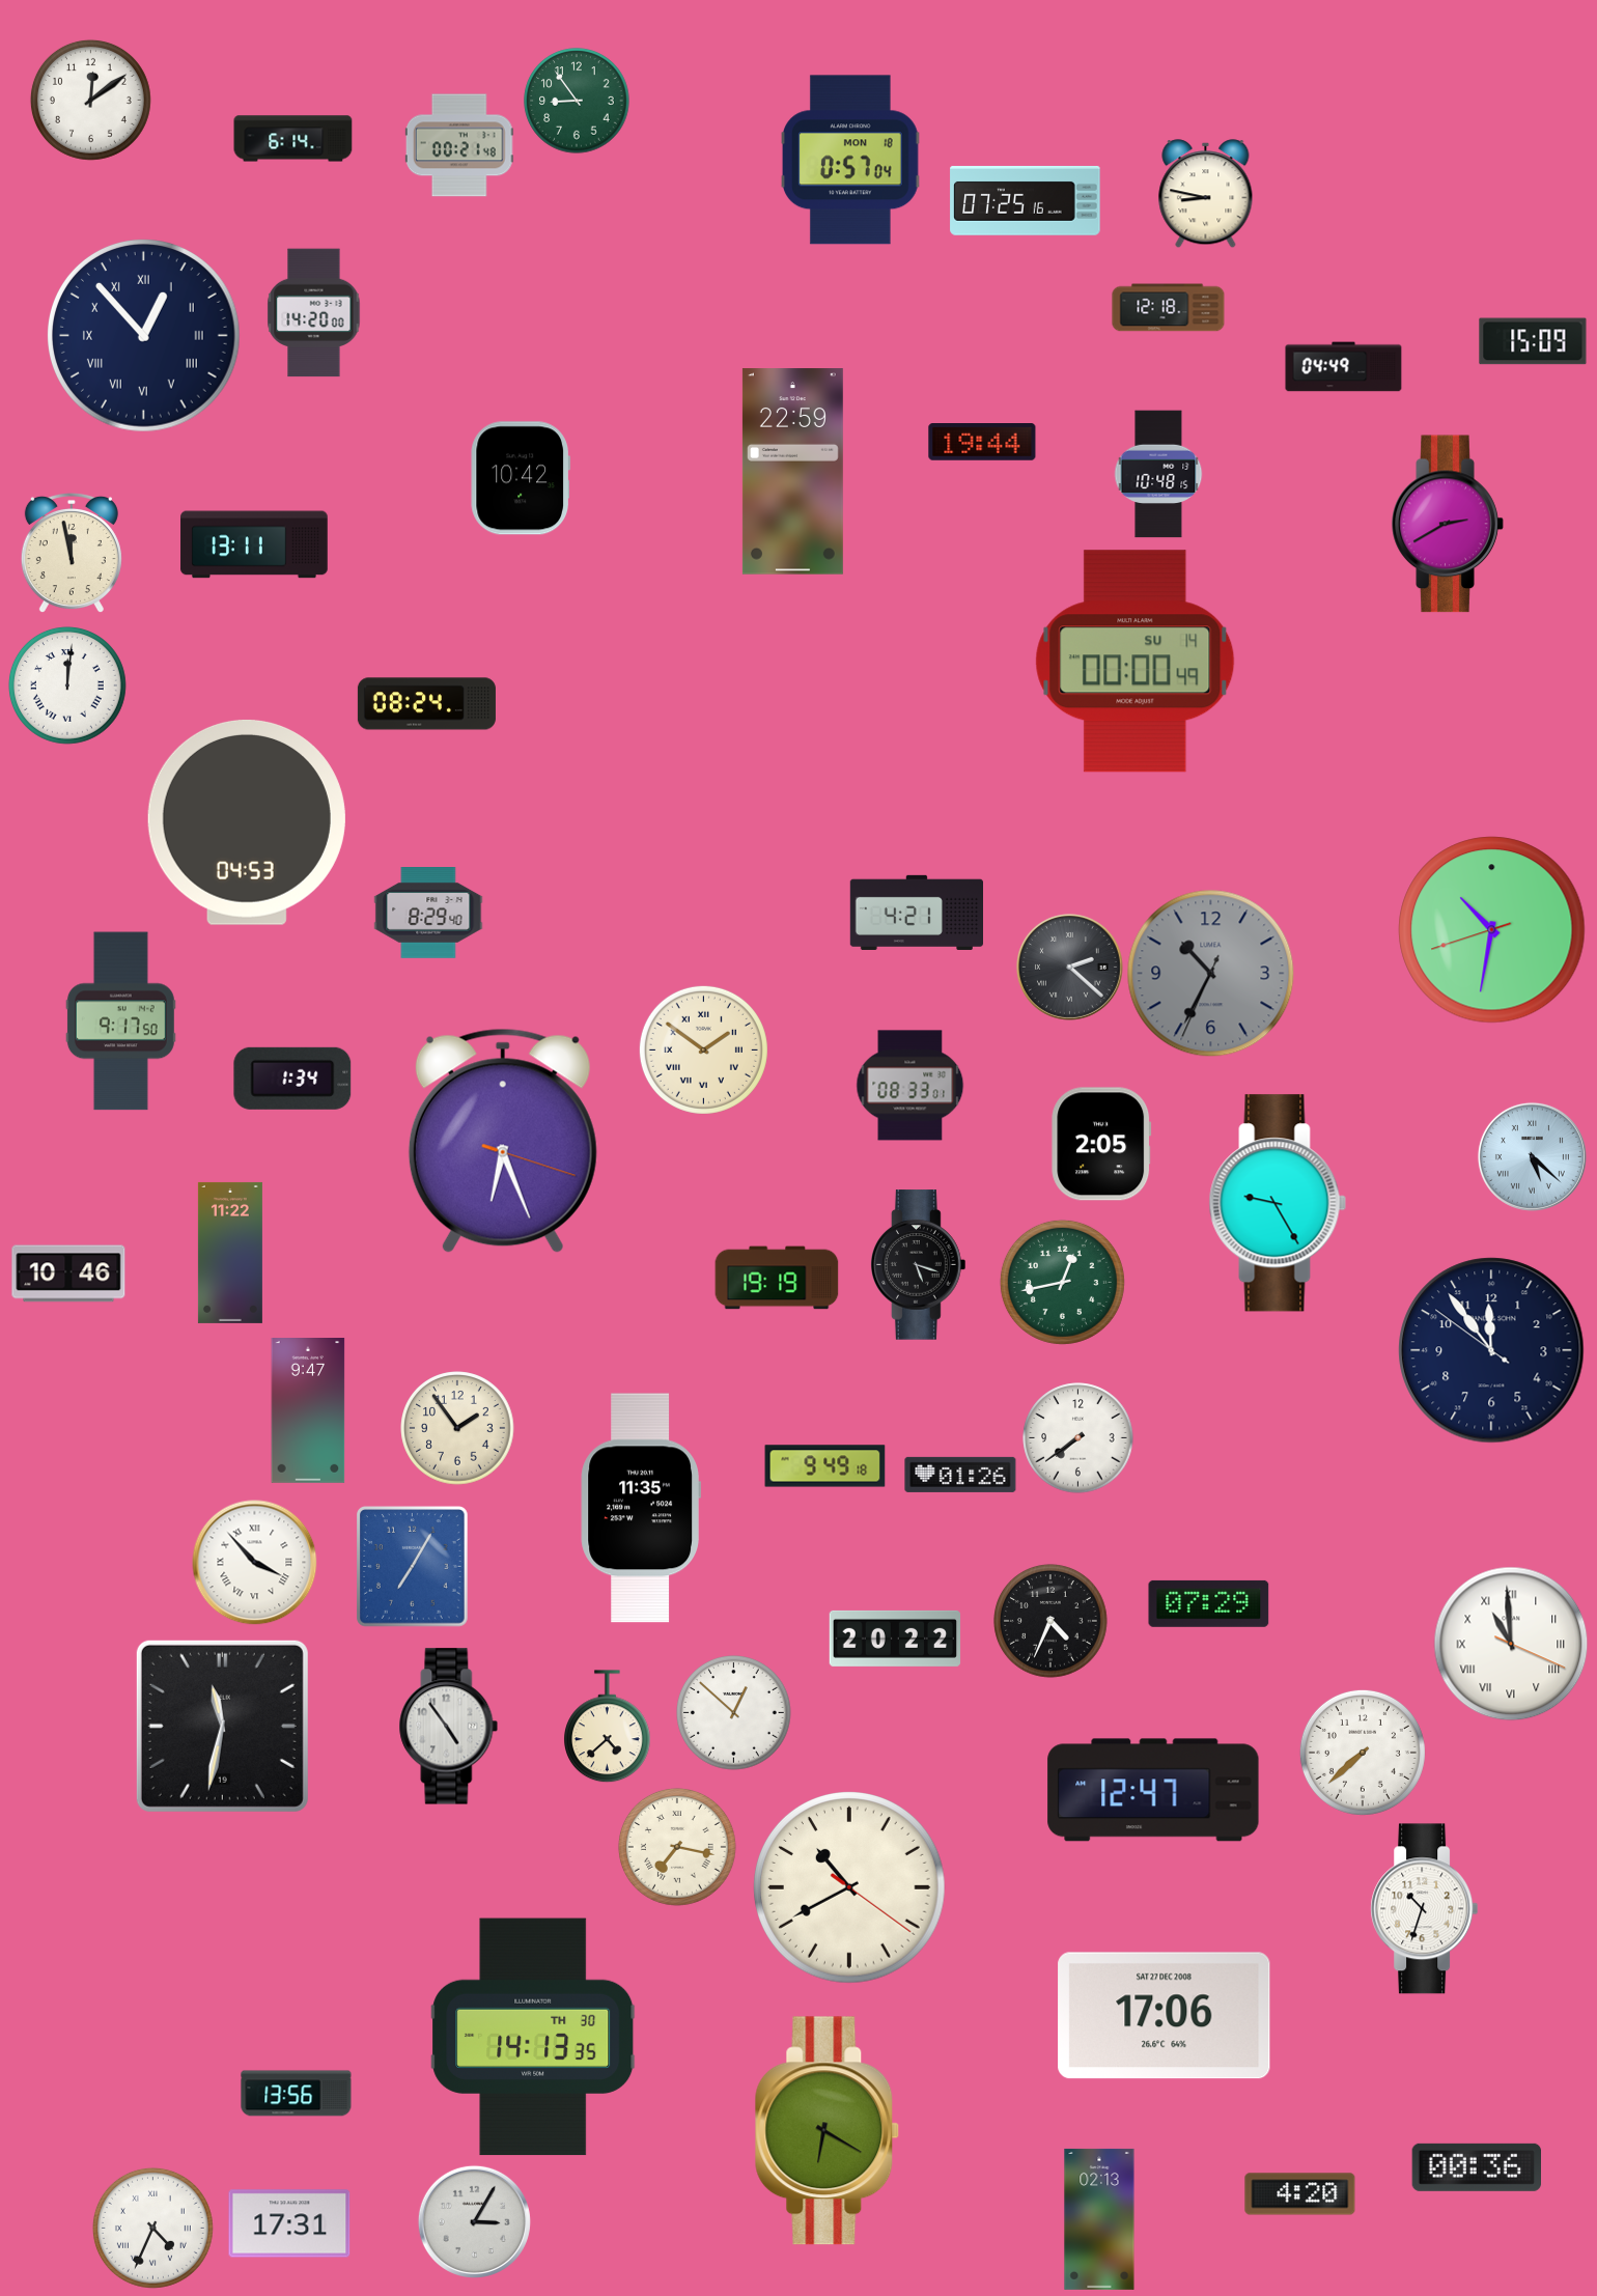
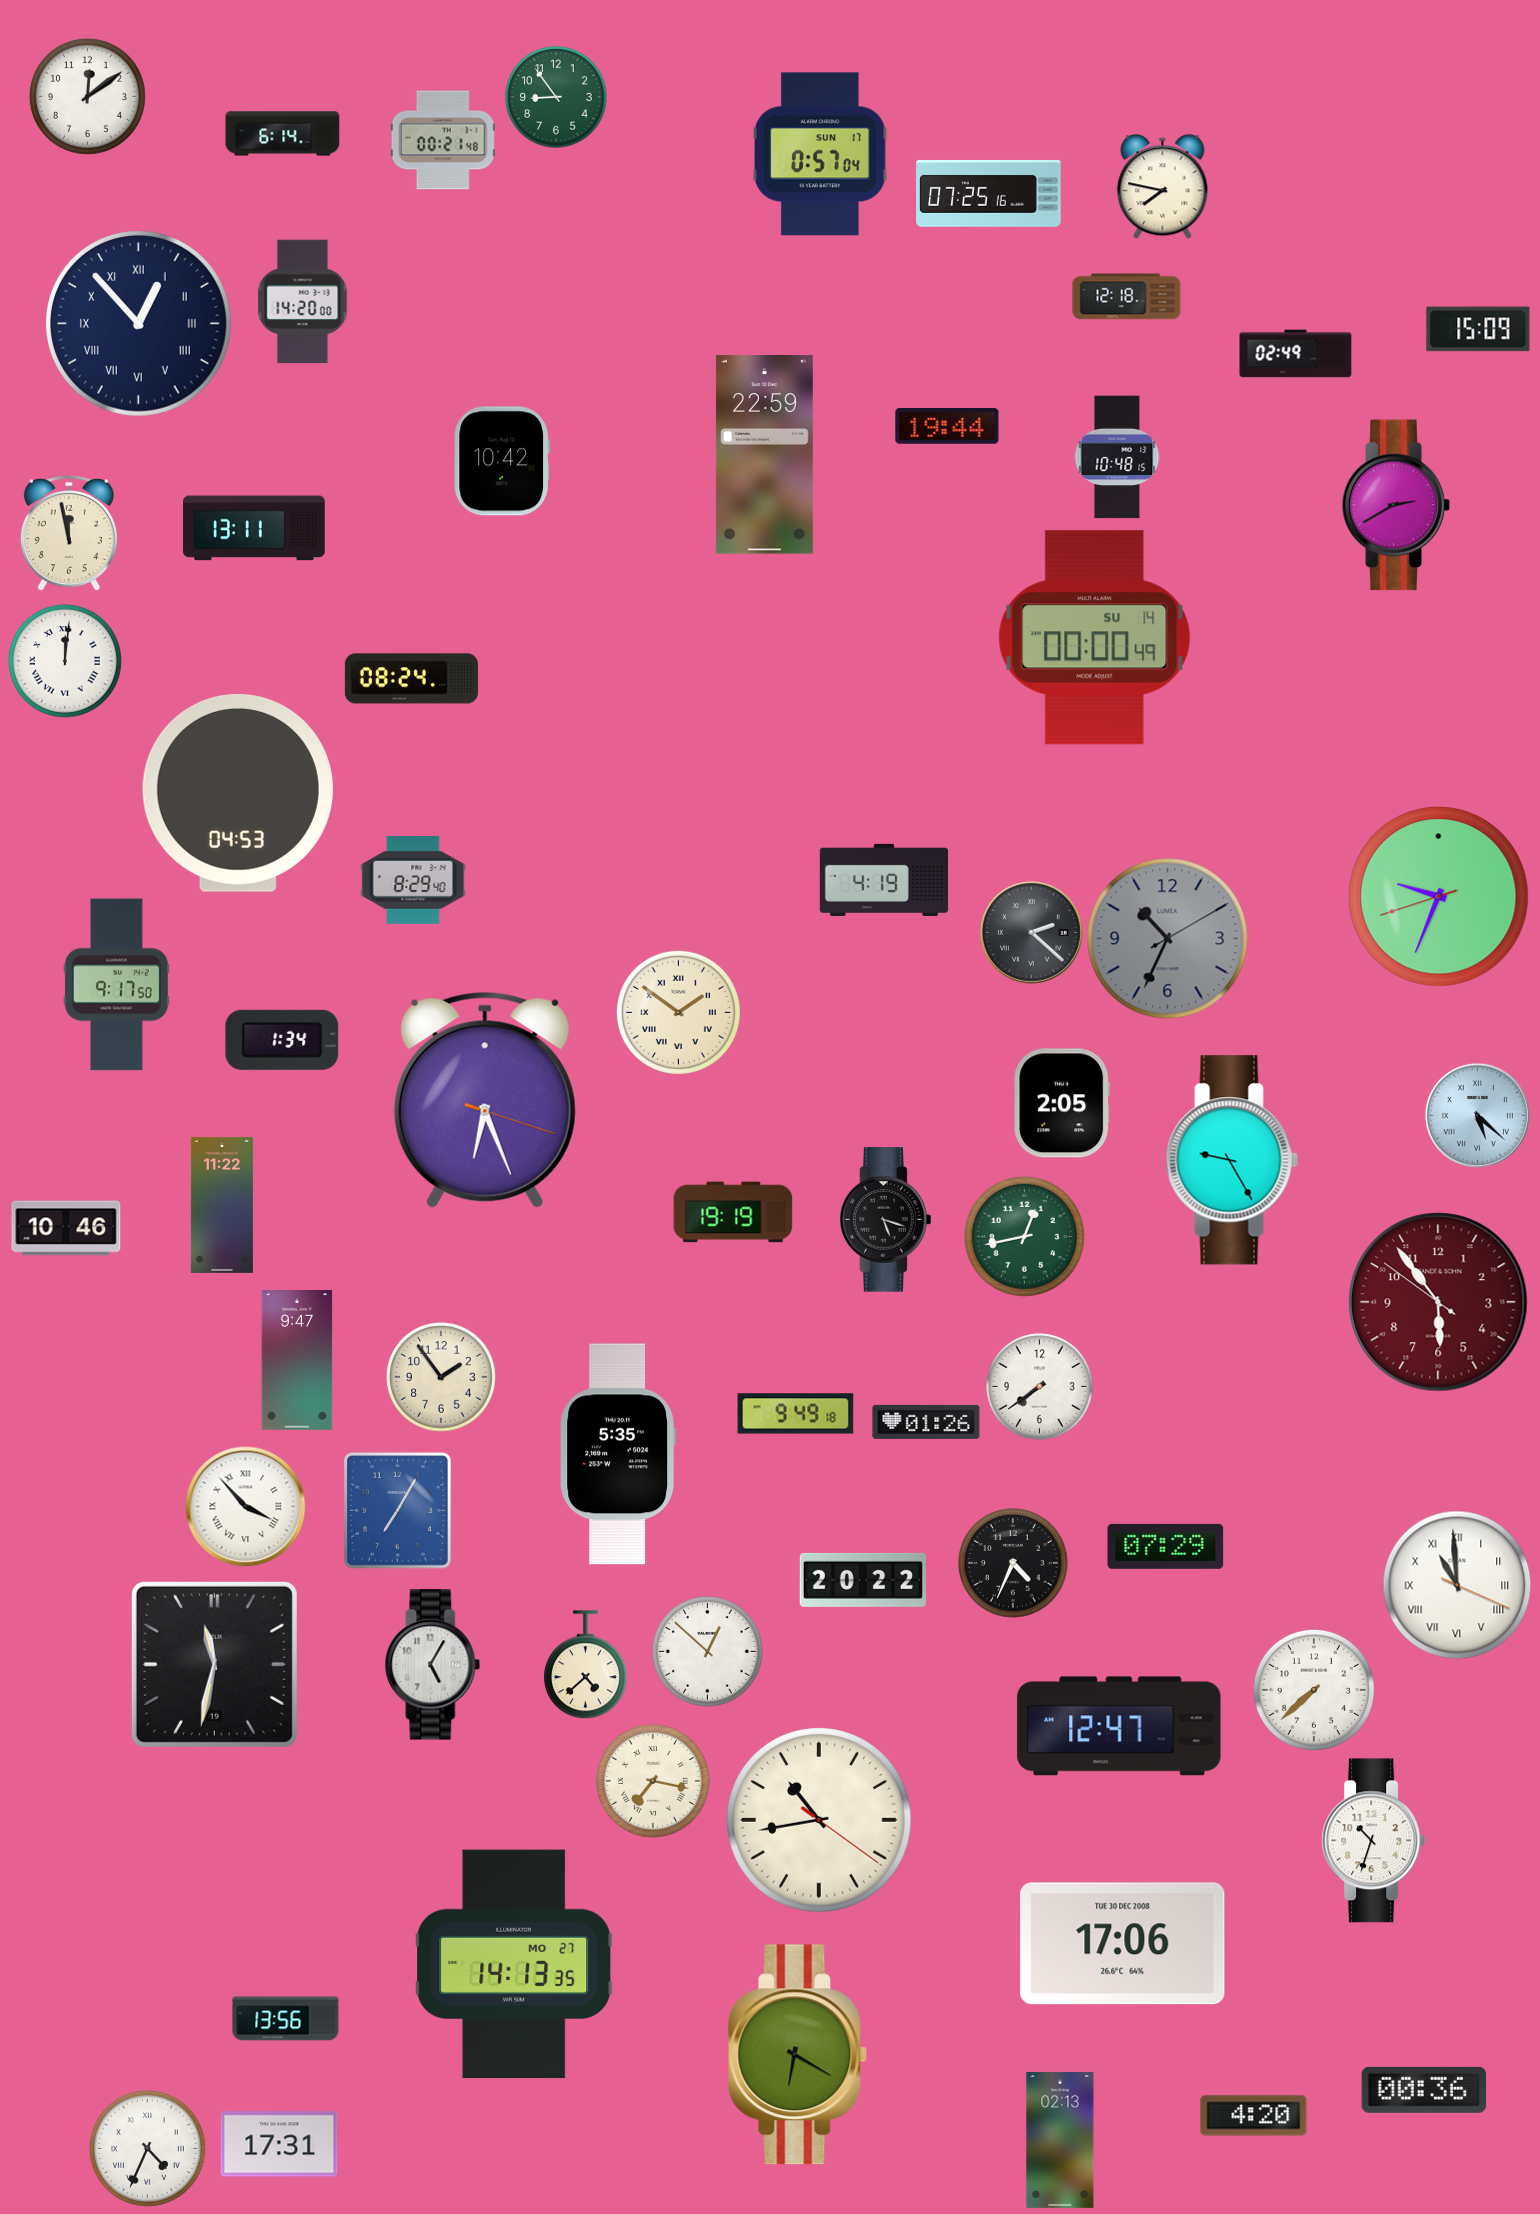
clock at (851, 160) date: MON 18 -> SUN 17
clock at (1206, 194): 8:47 -> 7:47
clock at (1344, 367): 04:49 -> 02:49
clock at (254, 544) position: (254, 544) -> (254, 528)
clock at (916, 913): 4:21 -> 4:19
clock at (1492, 930): 10:31 -> 9:33
clock at (1211, 974): 10:34:34 -> 10:34:10
clock at (910, 1086): 08:33 -> none
clock at (230, 1253) position: (230, 1253) -> (222, 1205)
clock at (777, 1278) position: (777, 1278) -> (733, 1212)
clock at (1491, 1350): 11:53 -> 5:53
clock at (1491, 1350) dial: navy -> burgundy
clock at (641, 1508): 11:35 -> 5:35
clock at (449, 1727): 4:54 -> 5:05
clock at (1153, 1790) position: (1153, 1790) -> (1119, 1726)
clock at (850, 1888): 10:40 -> 10:43
clock at (1165, 2016) date: SAT 27 DEC 2008 -> TUE 30 DEC 2008
clock at (533, 2037) date: TH 30 -> MO 27
clock at (474, 2221): 3:05 -> none
